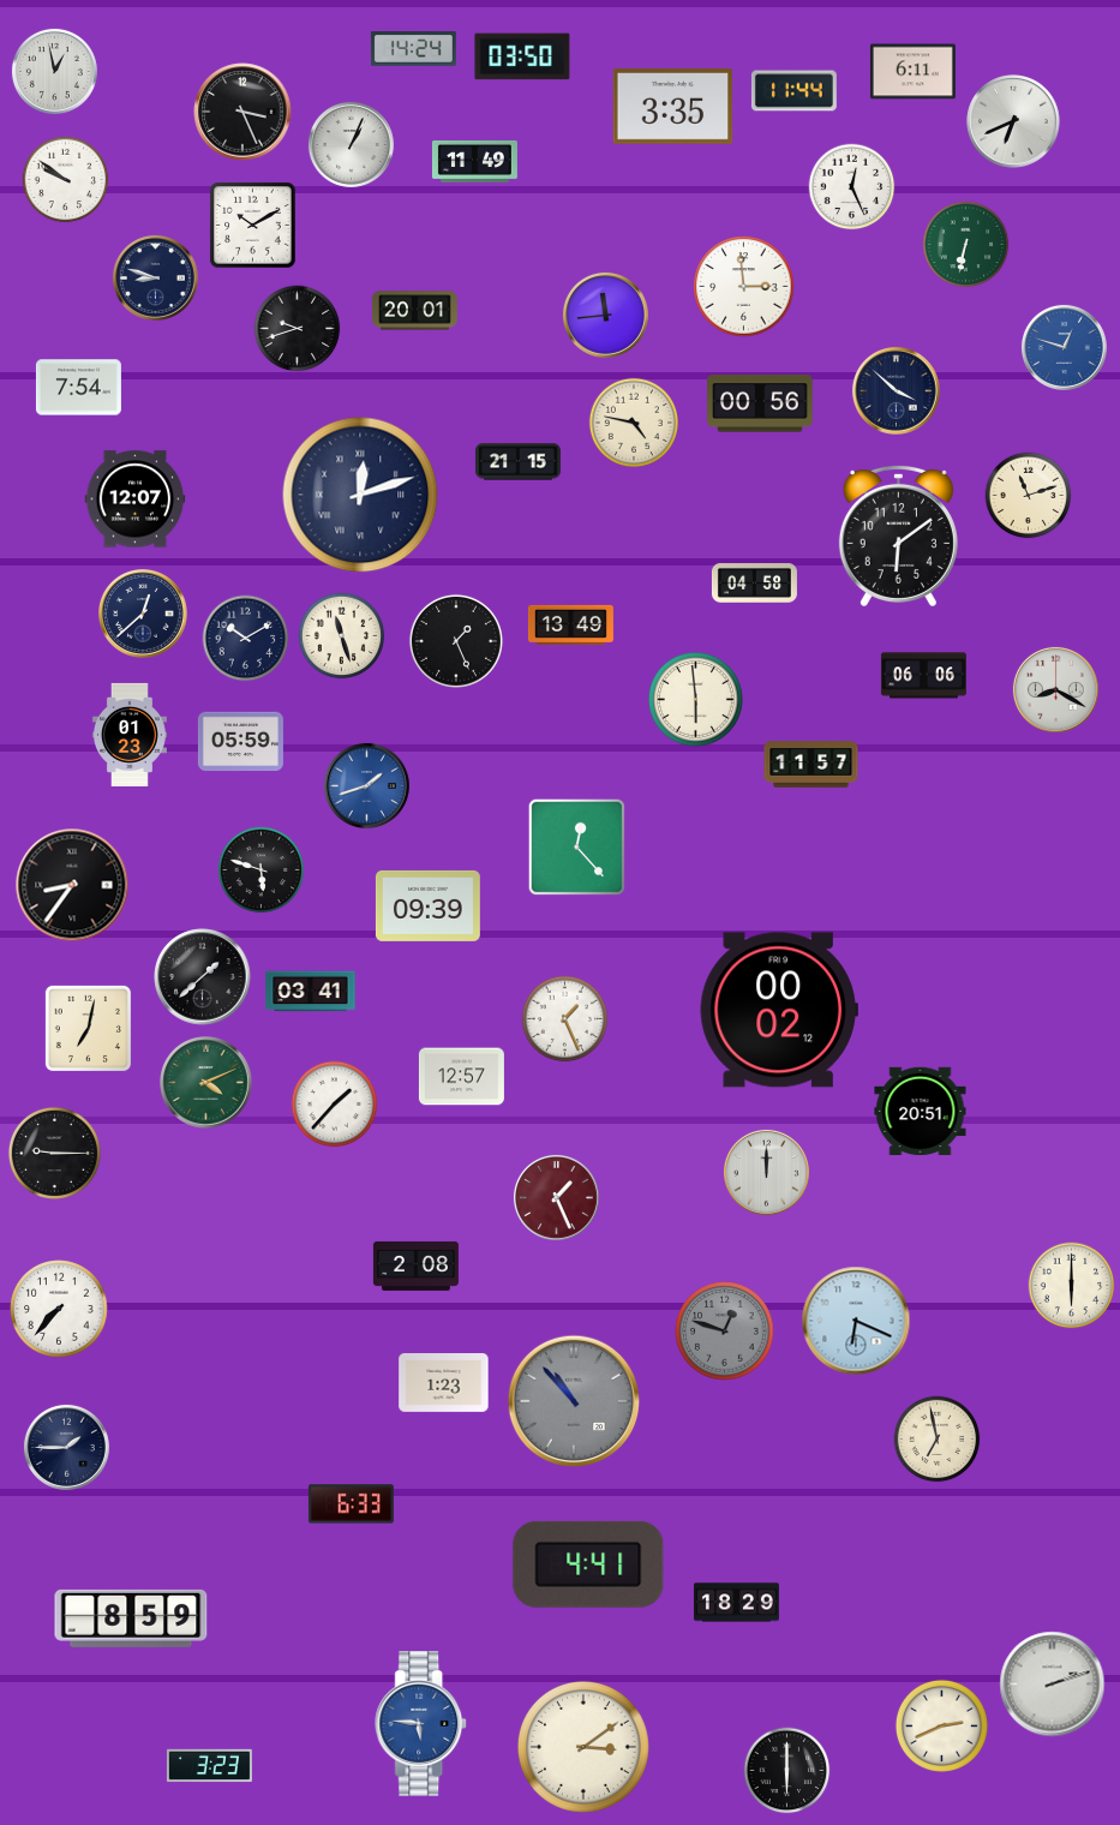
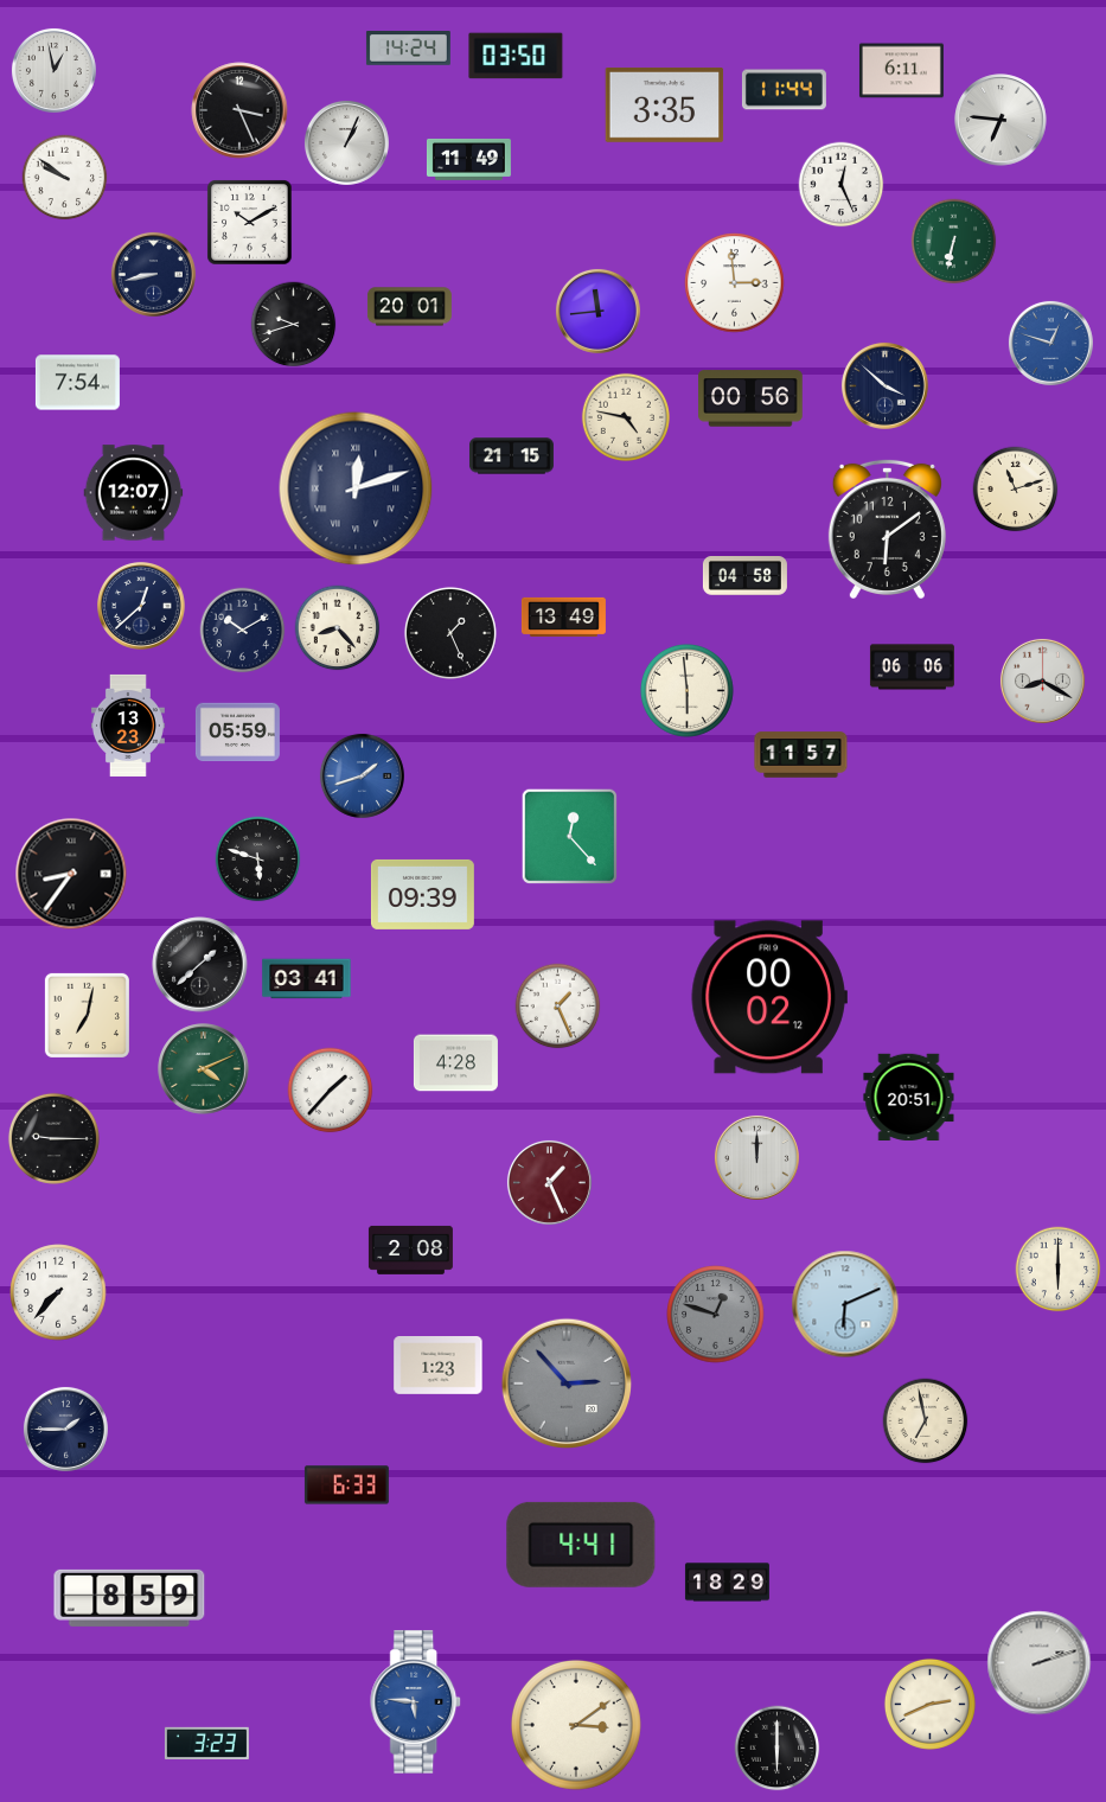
clock at (1013, 121): 6:41 -> 6:46
clock at (155, 277): 8:48 -> 8:43
clock at (342, 636): 11:27 -> 8:23
clock at (130, 735): 01:23 -> 13:23
clock at (461, 1077): 12:57 -> 4:28
clock at (856, 1321): 6:19 -> 6:11
clock at (574, 1401): 10:53 -> 2:53
